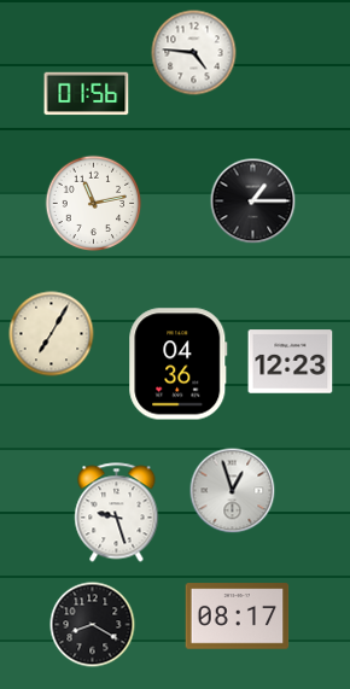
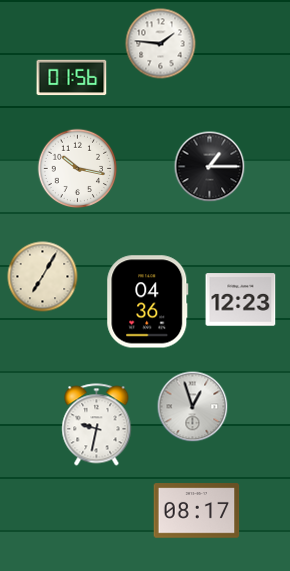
clock at (194, 53): 4:46 -> 1:46
clock at (94, 204): 11:13 -> 10:17
clock at (117, 513): 9:27 -> 9:32
clock at (93, 625): 8:20 -> none
